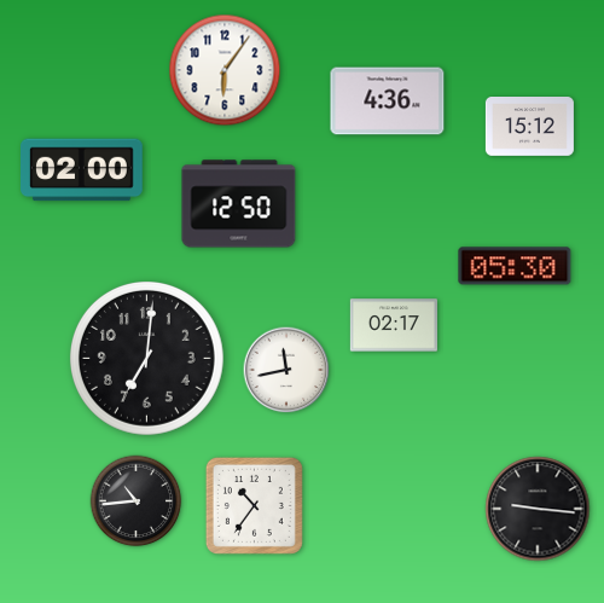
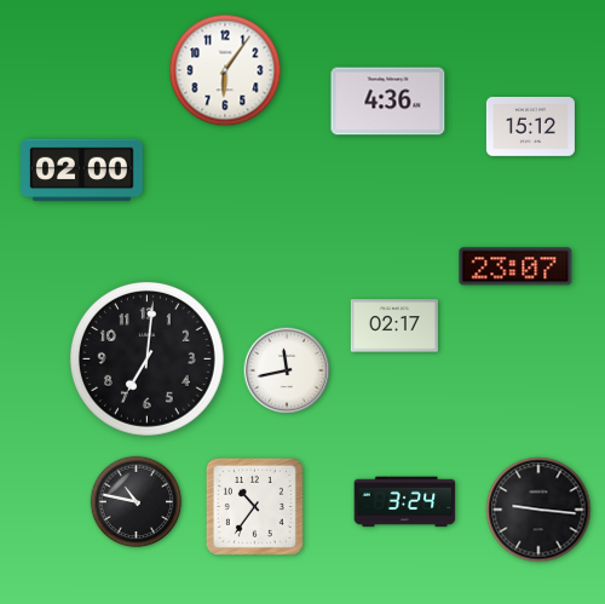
clock at (239, 204): 12:50 -> none
clock at (515, 266): 05:30 -> 23:07
clock at (137, 501): 10:44 -> 10:47
clock at (405, 502): none -> 3:24
